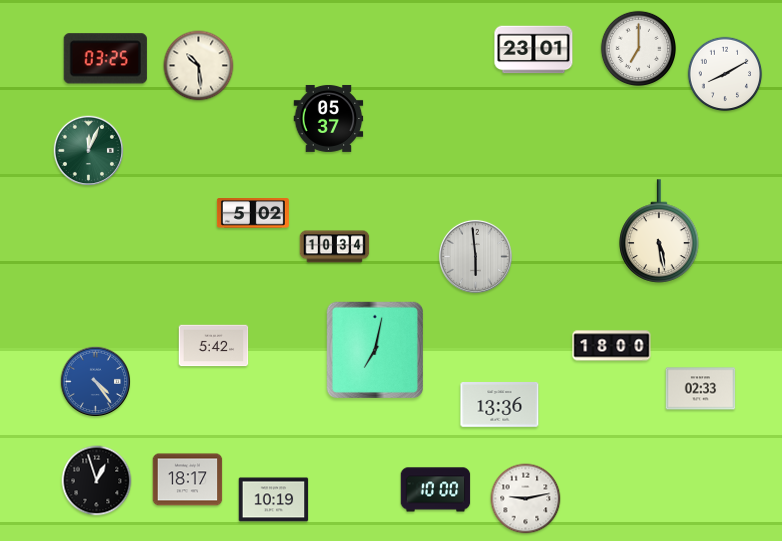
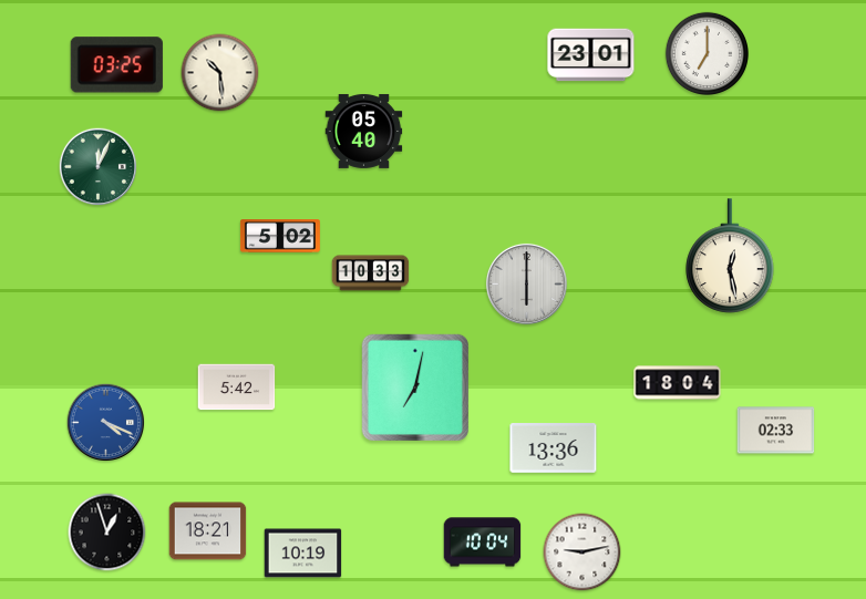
clock at (725, 74): 8:10 -> none
clock at (329, 118): 05:37 -> 05:40
clock at (659, 231): 5:28 -> 12:28
clock at (335, 247): 10:34 -> 10:33
clock at (475, 256): 5:59 -> 6:00
clock at (214, 346) position: (214, 346) -> (237, 388)
clock at (612, 346): 18:00 -> 18:04
clock at (96, 382): 4:24 -> 4:19
clock at (188, 480): 18:17 -> 18:21
clock at (436, 490): 10:00 -> 10:04
